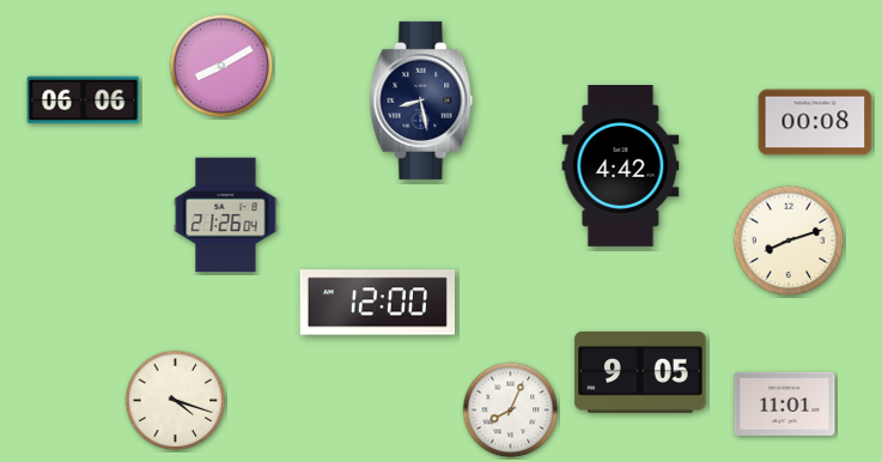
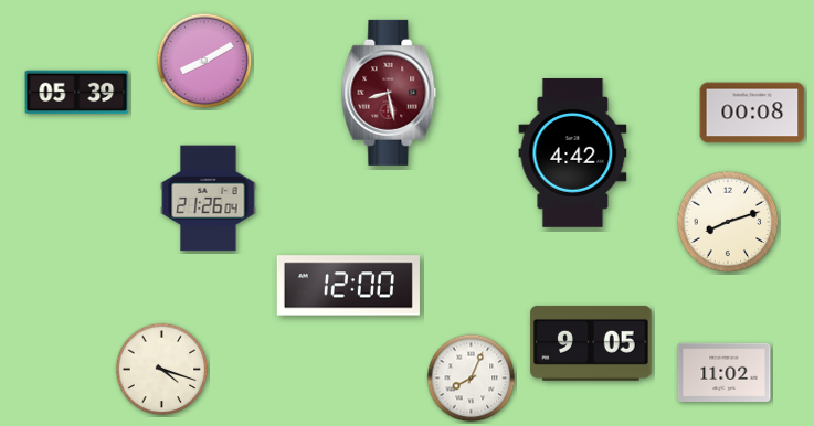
clock at (84, 101): 06:06 -> 05:39
clock at (421, 101) dial: navy -> burgundy
clock at (377, 303) position: (377, 303) -> (348, 286)
clock at (785, 403): 11:01 -> 11:02
